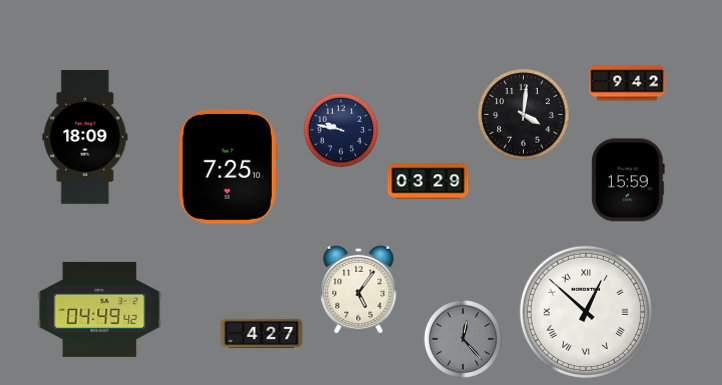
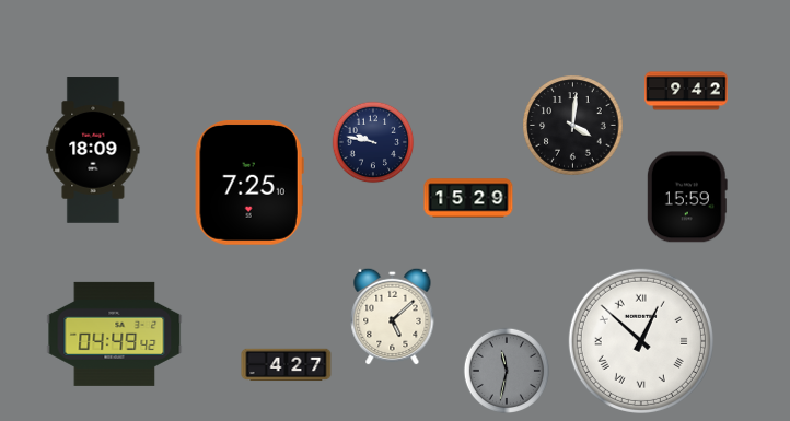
clock at (428, 181): 03:29 -> 15:29
clock at (359, 289): 5:06 -> 5:08
clock at (100, 309) position: (100, 309) -> (115, 334)
clock at (462, 338): 12:23 -> 11:32
